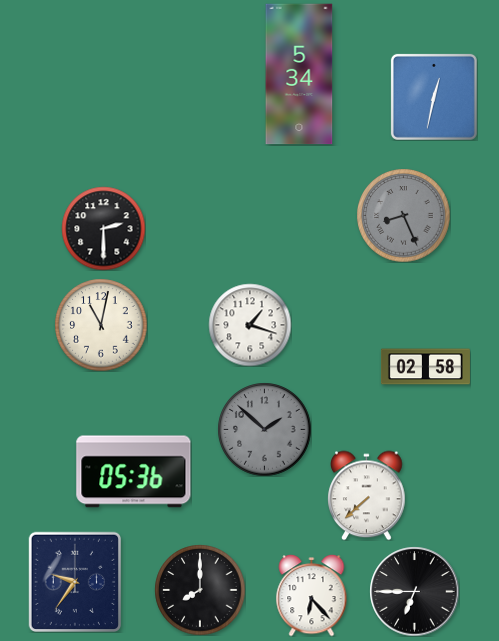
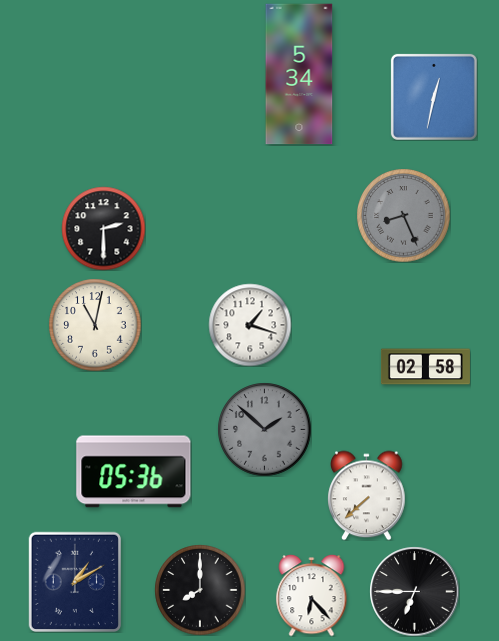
clock at (101, 325) position: (101, 325) -> (95, 325)
clock at (74, 581): 9:36 -> 1:10
